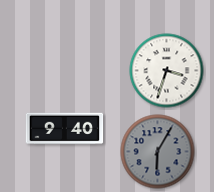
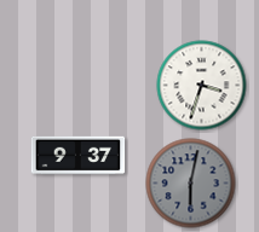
clock at (65, 129): 9:40 -> 9:37
clock at (158, 152): 6:05 -> 6:02
